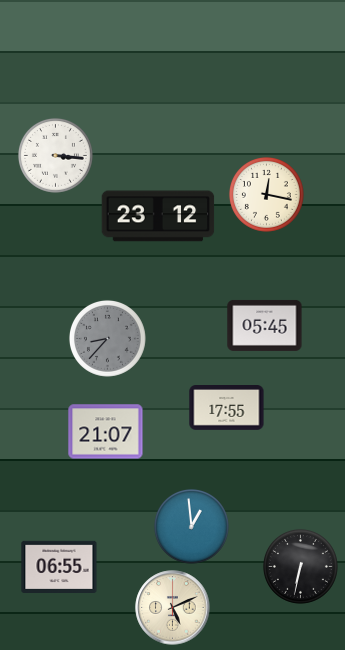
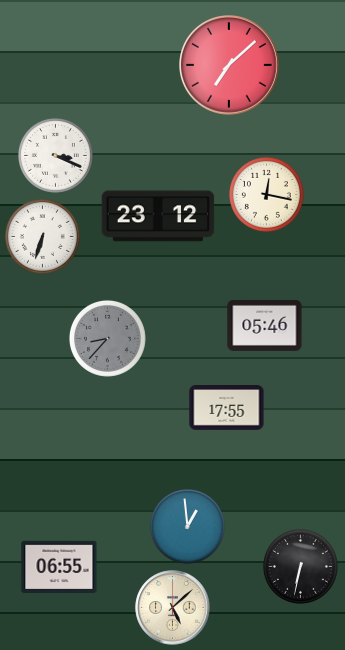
clock at (230, 66): none -> 7:08
clock at (55, 155): 3:16 -> 3:19
clock at (42, 236): none -> 6:33
clock at (265, 325): 05:45 -> 05:46
clock at (106, 432): 21:07 -> none
clock at (191, 526) position: (191, 526) -> (187, 526)
clock at (173, 608): 5:11 -> 5:08
